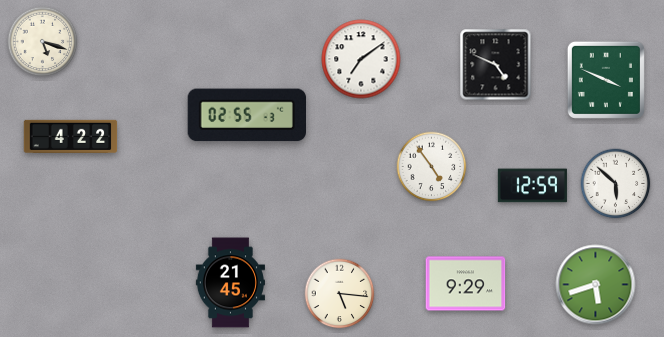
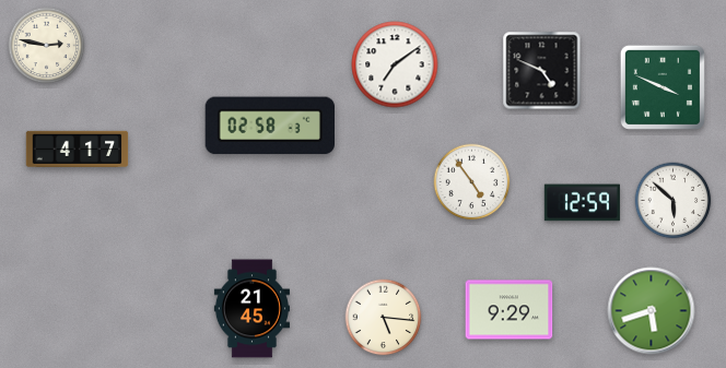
clock at (43, 42): 5:18 -> 2:47
clock at (246, 115): 02:55 -> 02:58
clock at (71, 136): 4:22 -> 4:17
clock at (340, 294) position: (340, 294) -> (384, 318)
